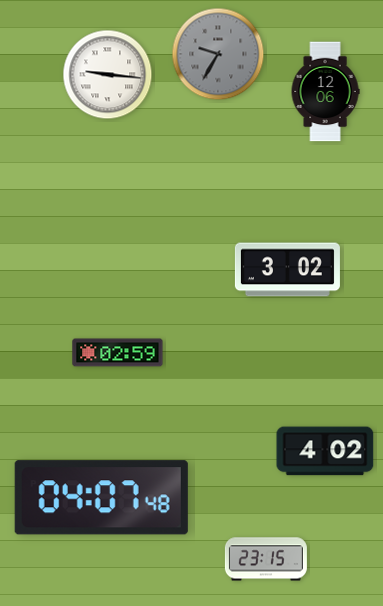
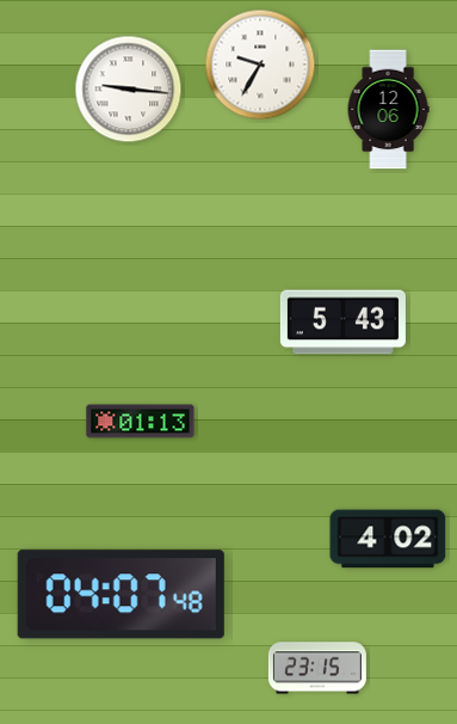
clock at (218, 54) dial: grey -> white
clock at (287, 270): 3:02 -> 5:43
clock at (118, 353): 02:59 -> 01:13
